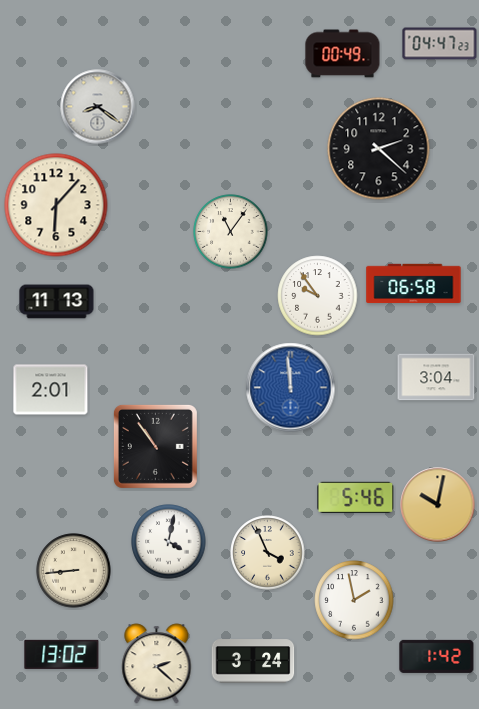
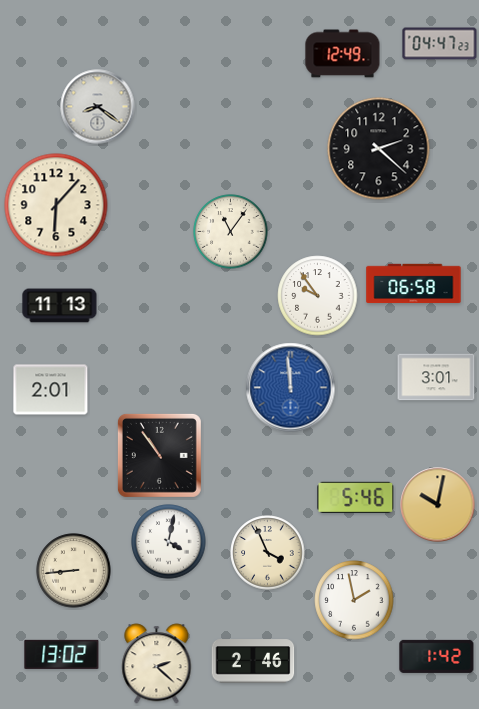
clock at (343, 54): 00:49 -> 12:49
clock at (57, 302) position: (57, 302) -> (60, 306)
clock at (436, 377): 3:04 -> 3:01
clock at (155, 446) position: (155, 446) -> (159, 455)
clock at (253, 661): 3:24 -> 2:46
